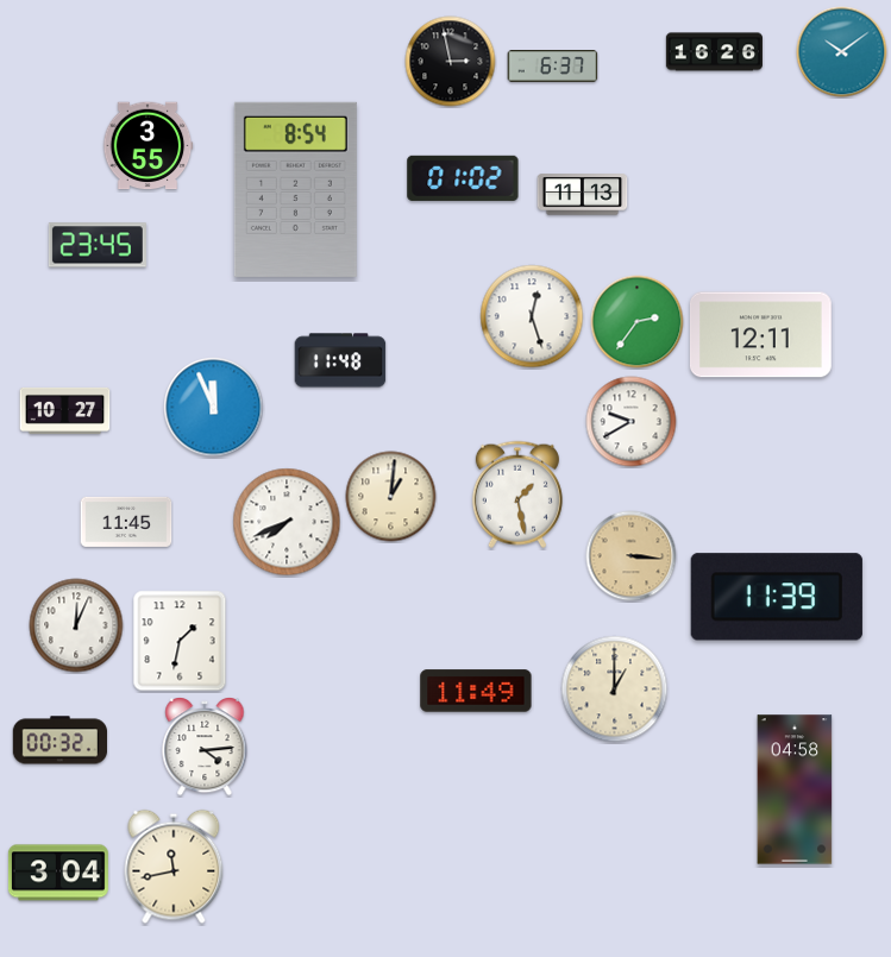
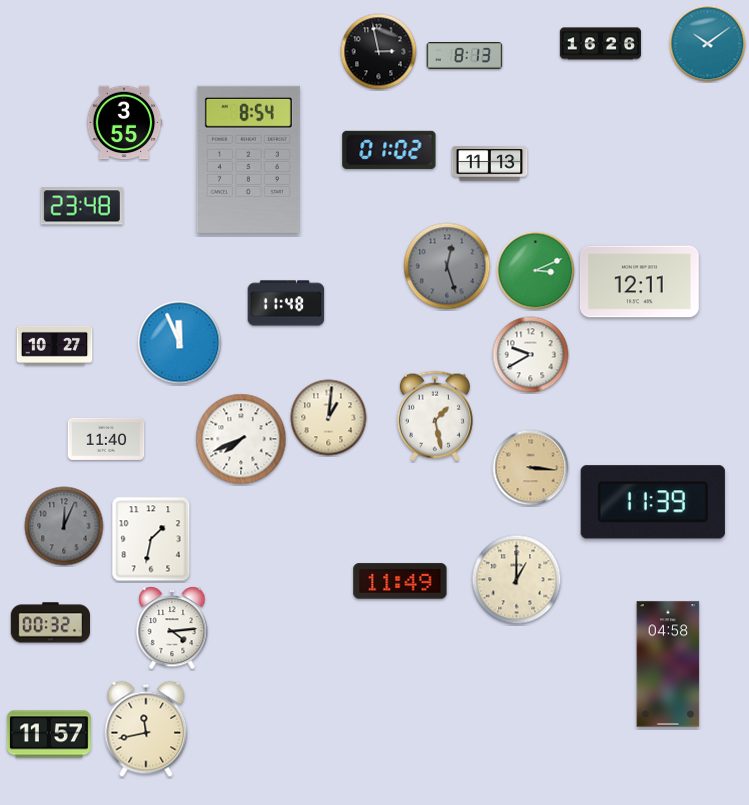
clock at (553, 67): 6:37 -> 8:13
clock at (98, 245): 23:45 -> 23:48
clock at (532, 316) dial: white -> grey
clock at (638, 322): 2:36 -> 3:11
clock at (126, 522): 11:45 -> 11:40
clock at (76, 625) dial: white -> grey
clock at (58, 873): 3:04 -> 11:57
